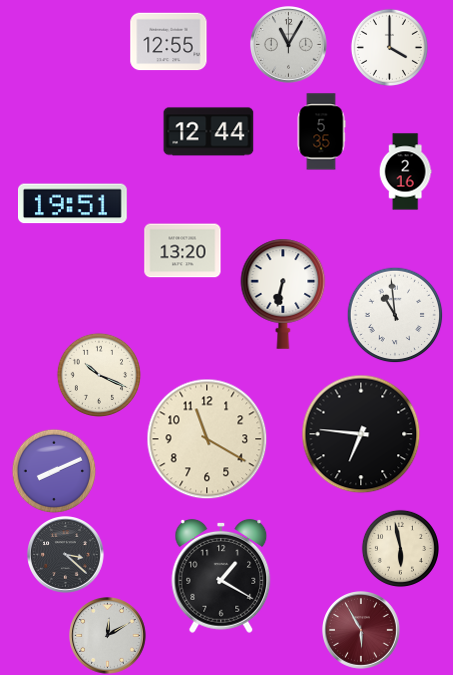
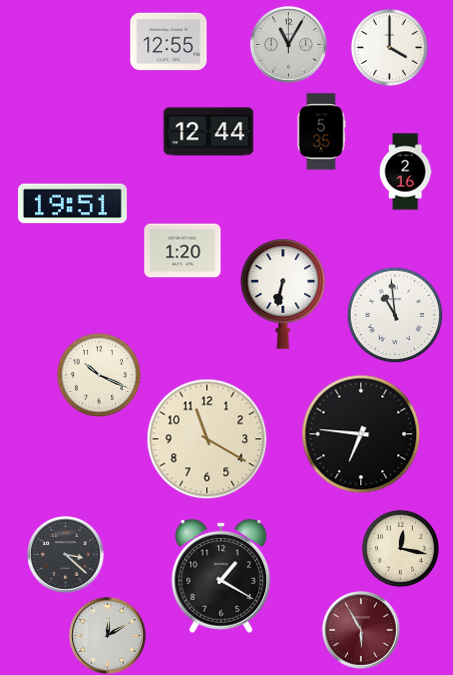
clock at (183, 251): 13:20 -> 1:20
clock at (53, 470): 8:11 -> none
clock at (400, 548): 5:58 -> 12:17
